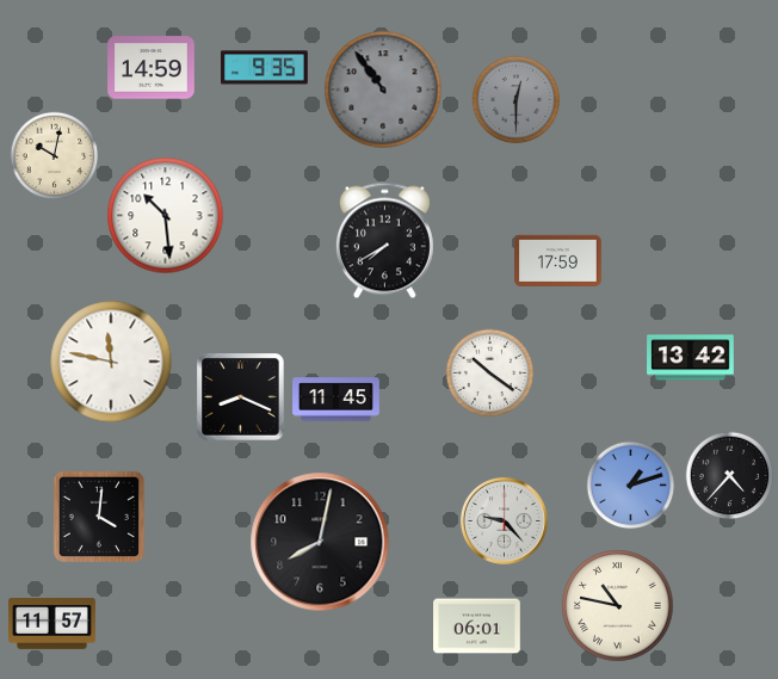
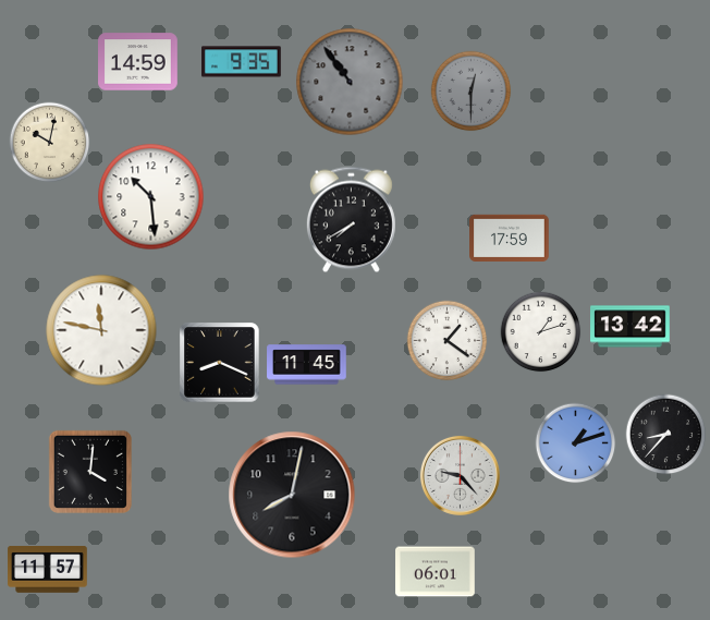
clock at (541, 332): none -> 1:12
clock at (490, 374): 10:21 -> 1:21
clock at (730, 476): 4:37 -> 8:37
clock at (618, 606): 10:47 -> none
